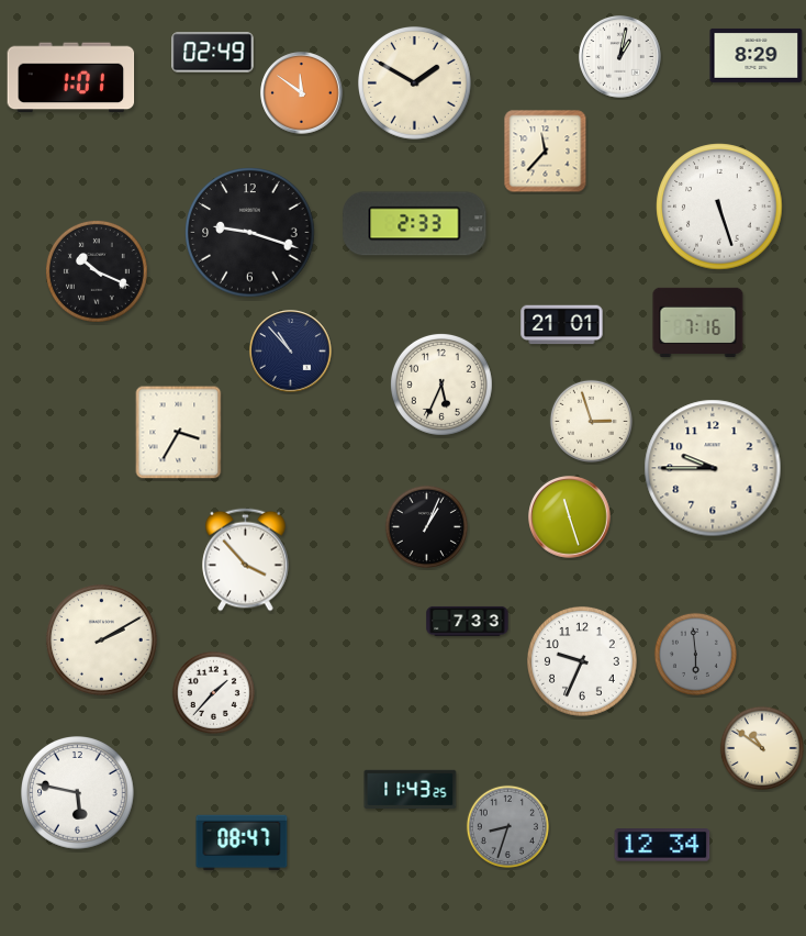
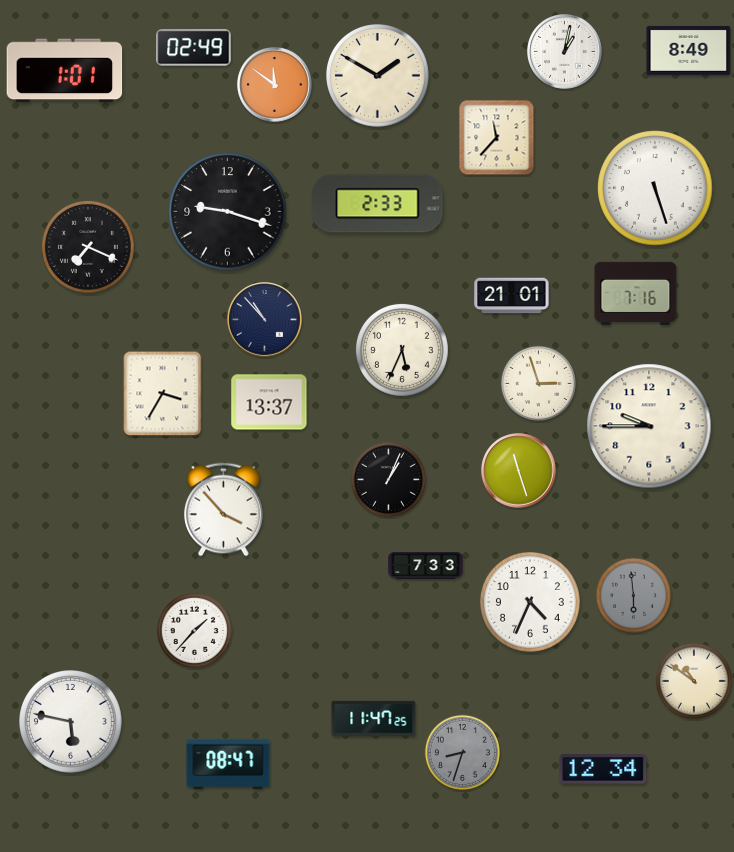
clock at (757, 55): 8:29 -> 8:49
clock at (97, 271): 10:19 -> 7:19
clock at (269, 402): none -> 13:37
clock at (102, 640): 2:10 -> none
clock at (583, 662): 9:34 -> 4:34
clock at (411, 789): 11:43 -> 11:47
clock at (242, 843) position: (242, 843) -> (228, 764)
